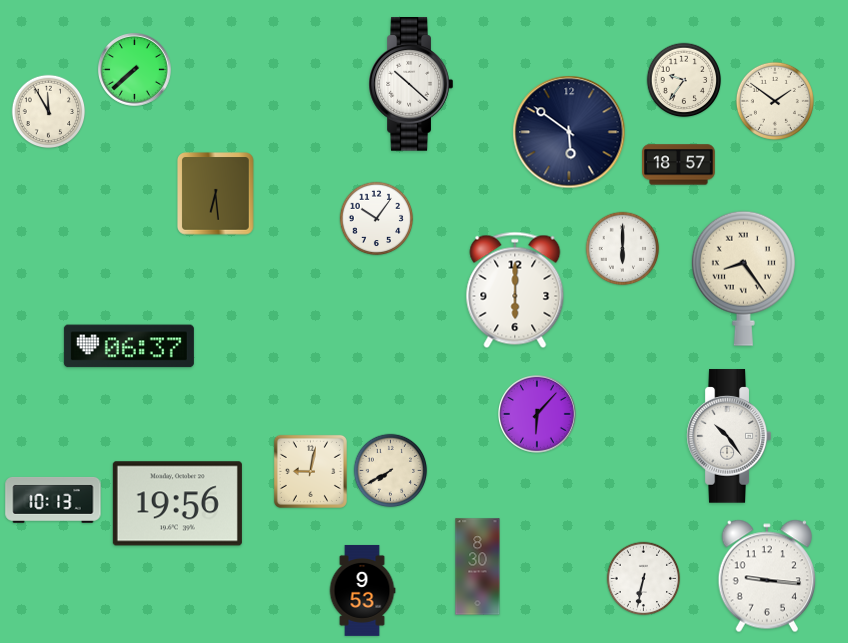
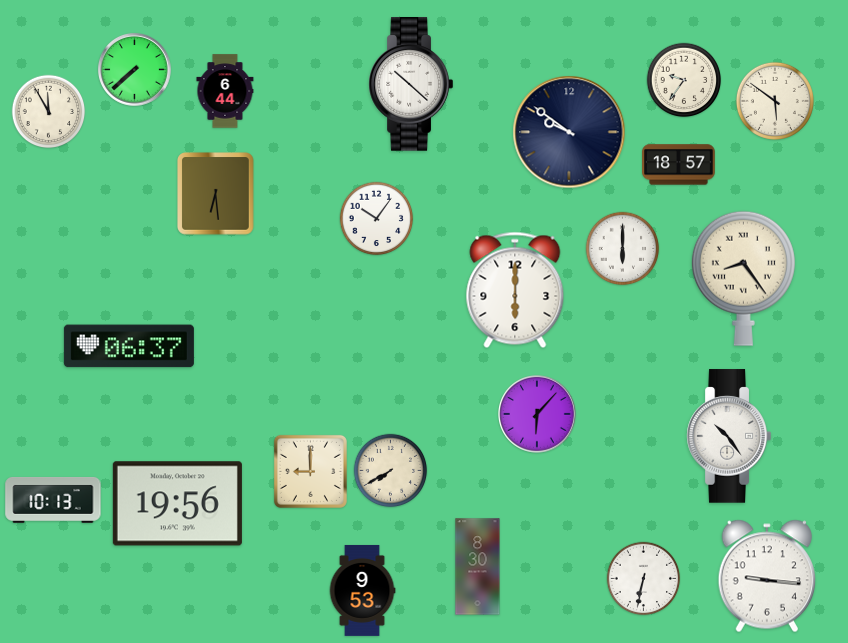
clock at (225, 91): none -> 6:44
clock at (775, 101): 1:51 -> 5:51
clock at (569, 132): 5:51 -> 9:51
clock at (310, 471): 9:02 -> 9:00
